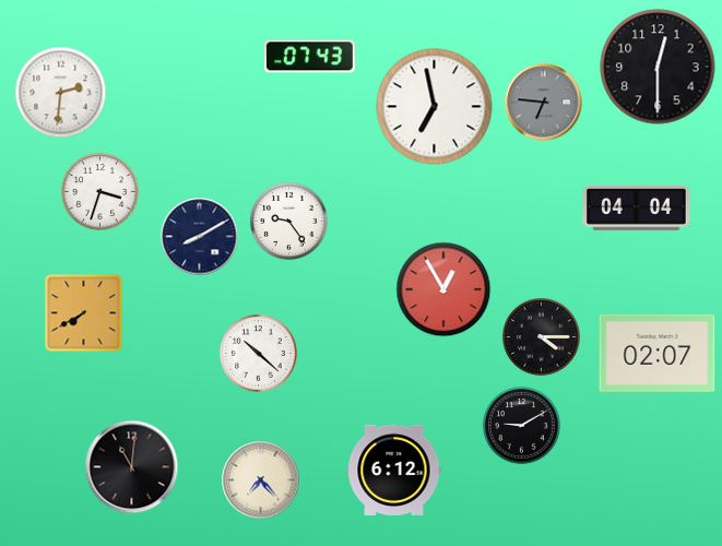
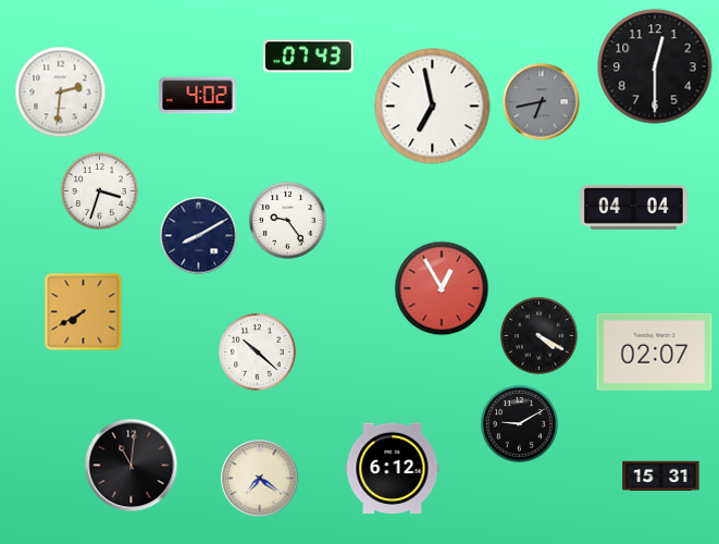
clock at (198, 96): none -> 4:02
clock at (544, 103): 6:46 -> 6:43
clock at (542, 337): 4:15 -> 4:20
clock at (661, 475): none -> 15:31
clock at (261, 480): 7:23 -> 7:21
